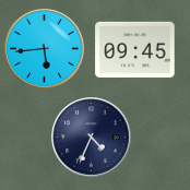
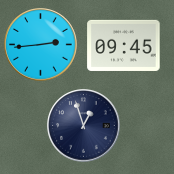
clock at (45, 49): 5:44 -> 2:44
clock at (92, 138): 4:34 -> 12:57
